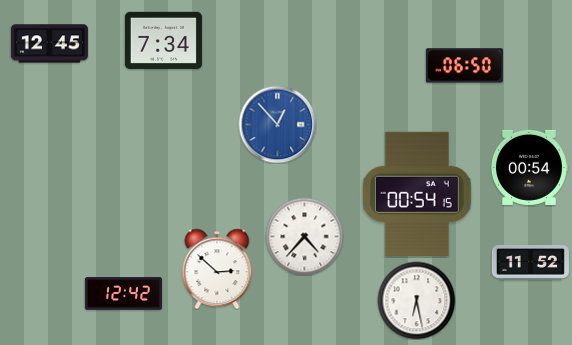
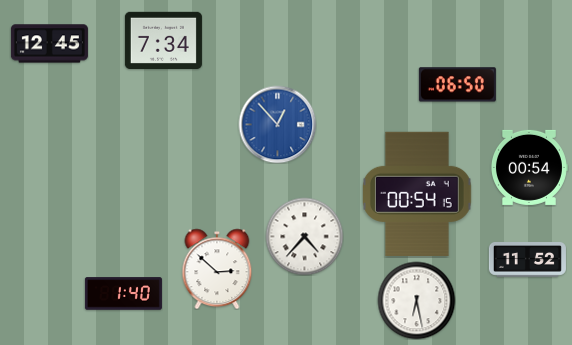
clock at (464, 66) position: (464, 66) -> (457, 85)
clock at (530, 263) position: (530, 263) -> (527, 260)
clock at (123, 294): 12:42 -> 1:40
